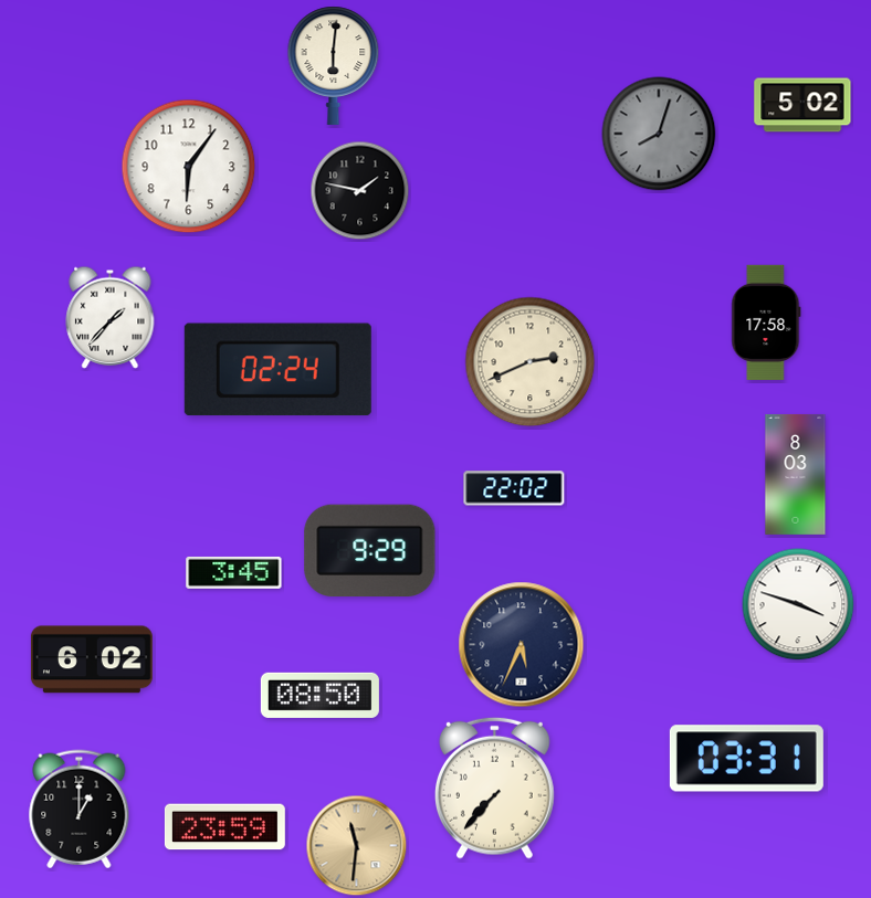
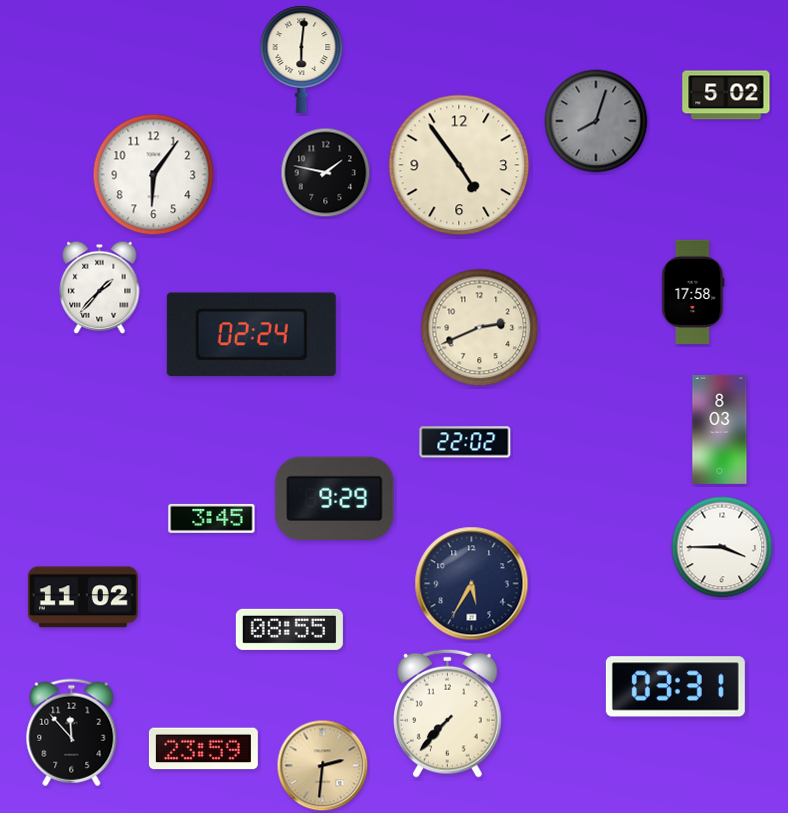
clock at (189, 167) position: (189, 167) -> (154, 175)
clock at (459, 165): none -> 4:54
clock at (798, 604): 3:48 -> 3:45
clock at (522, 645): 5:34 -> 5:35
clock at (92, 659): 6:02 -> 11:02
clock at (319, 695): 08:50 -> 08:55
clock at (80, 810): 1:00 -> 11:53
clock at (357, 846): 11:31 -> 2:31
